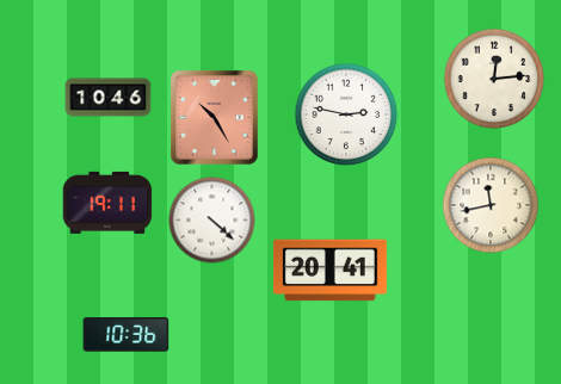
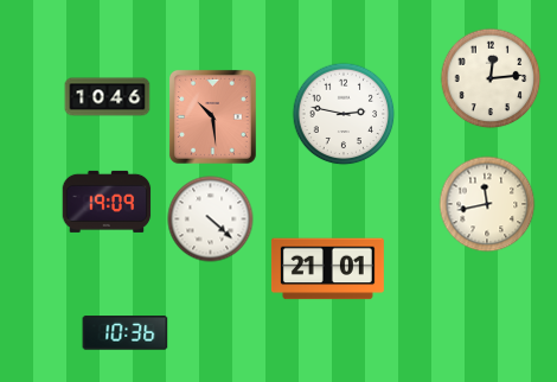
clock at (214, 117): 10:25 -> 10:29
clock at (107, 203): 19:11 -> 19:09
clock at (329, 271): 20:41 -> 21:01
